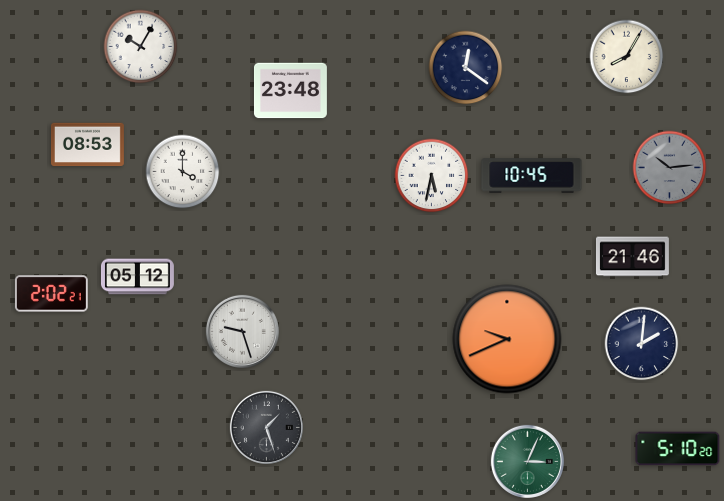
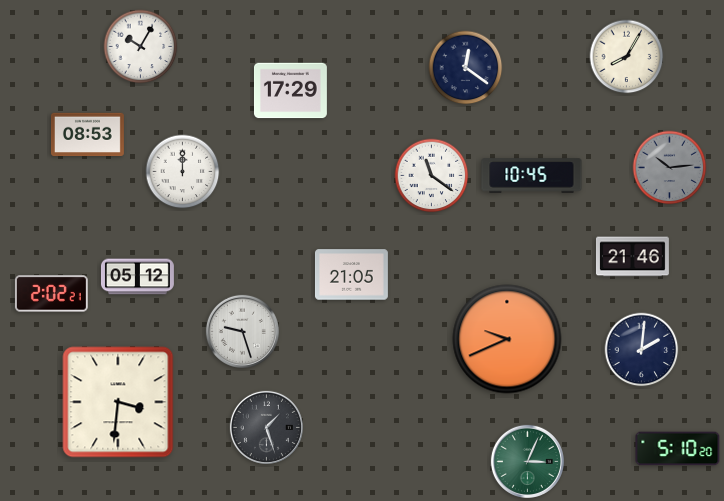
clock at (290, 91): 23:48 -> 17:29
clock at (87, 145) position: (87, 145) -> (87, 135)
clock at (183, 172): 4:00 -> 12:00
clock at (432, 176): 5:32 -> 11:21
clock at (351, 275): none -> 21:05
clock at (642, 344) position: (642, 344) -> (642, 350)
clock at (118, 402): none -> 3:31
